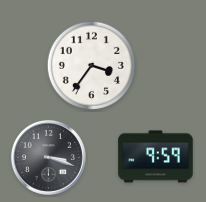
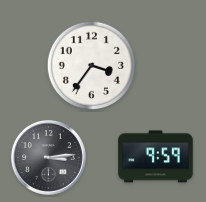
clock at (48, 157): 3:18 -> 3:14
